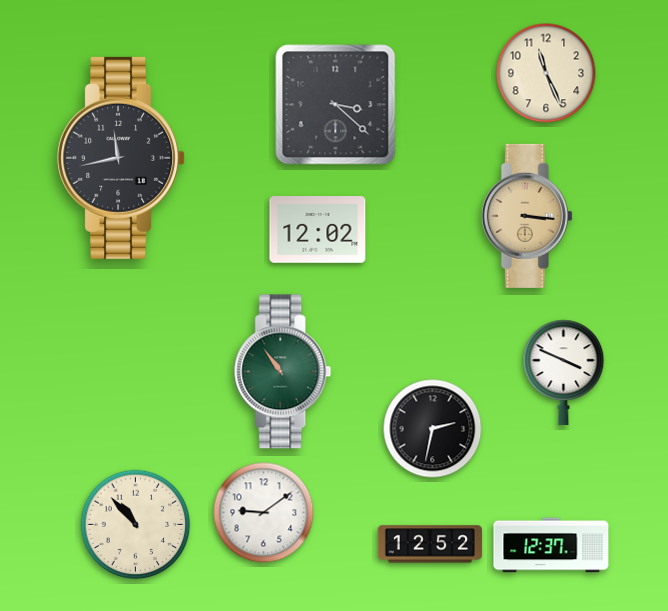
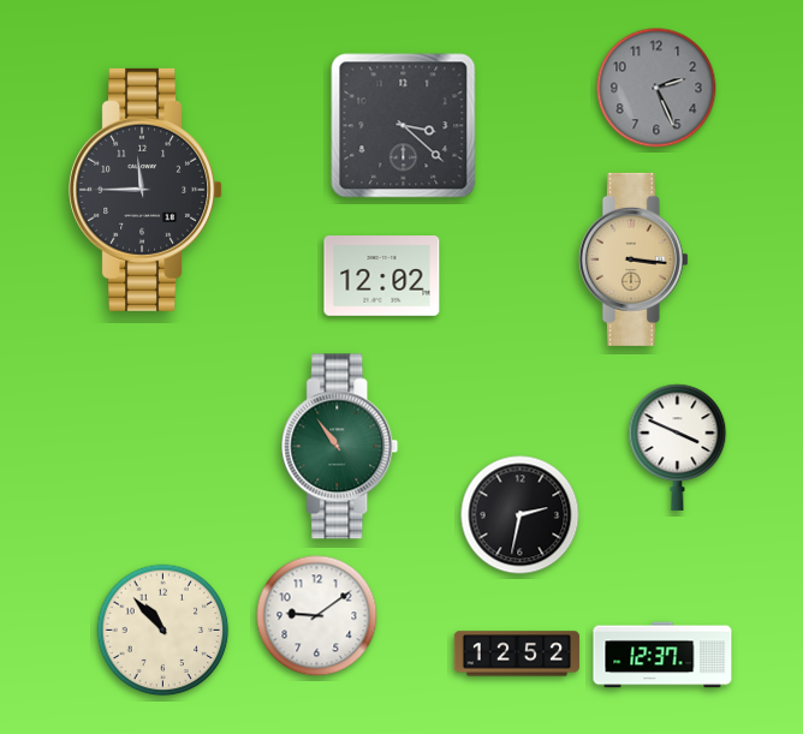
clock at (546, 73): 11:26 -> 2:26
clock at (546, 73) dial: cream -> grey
clock at (122, 158): 11:43 -> 11:45
